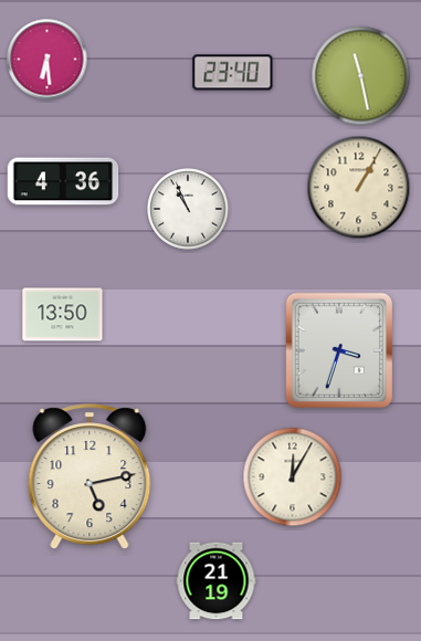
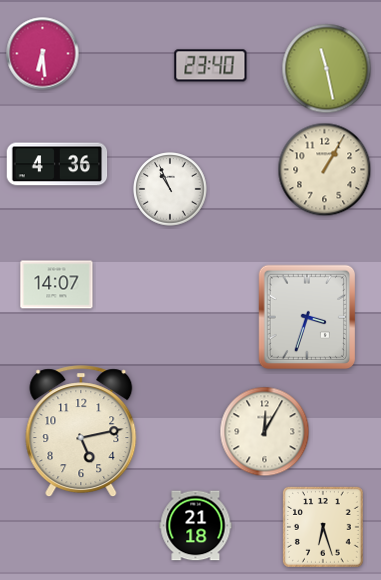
clock at (63, 315): 13:50 -> 14:07
clock at (217, 581): 21:19 -> 21:18
clock at (323, 527): none -> 6:27
